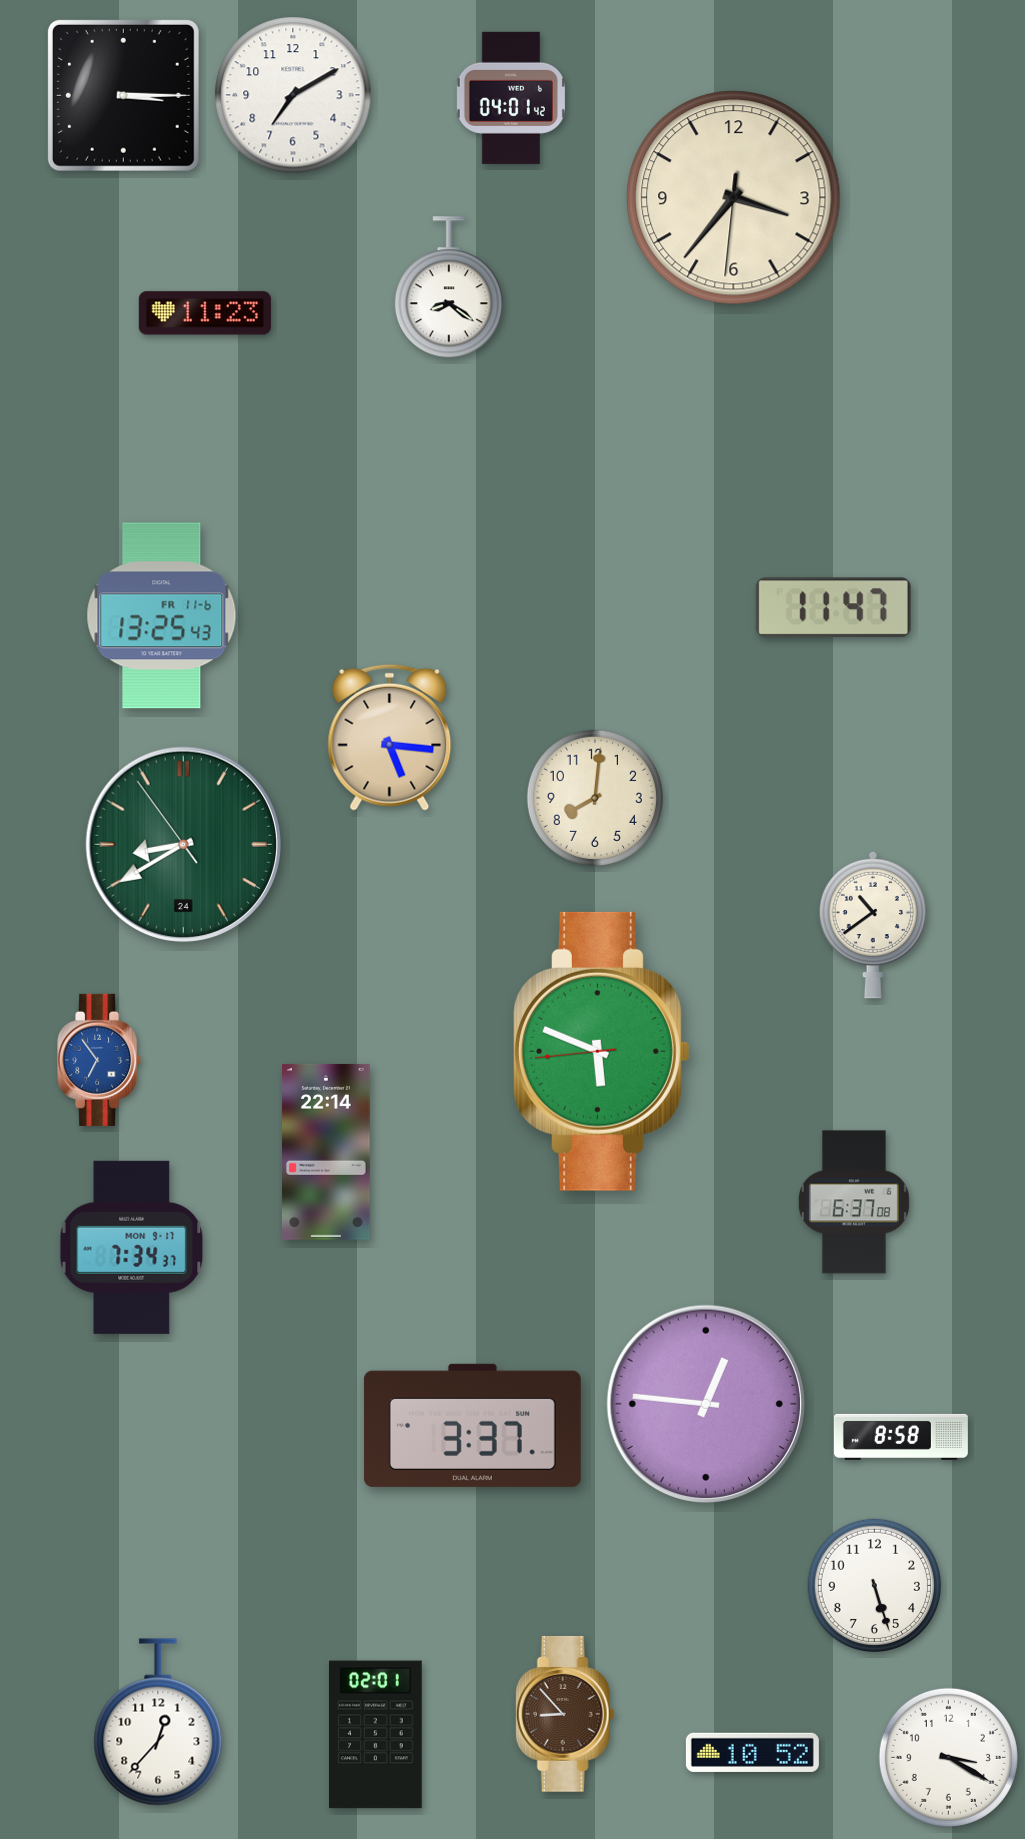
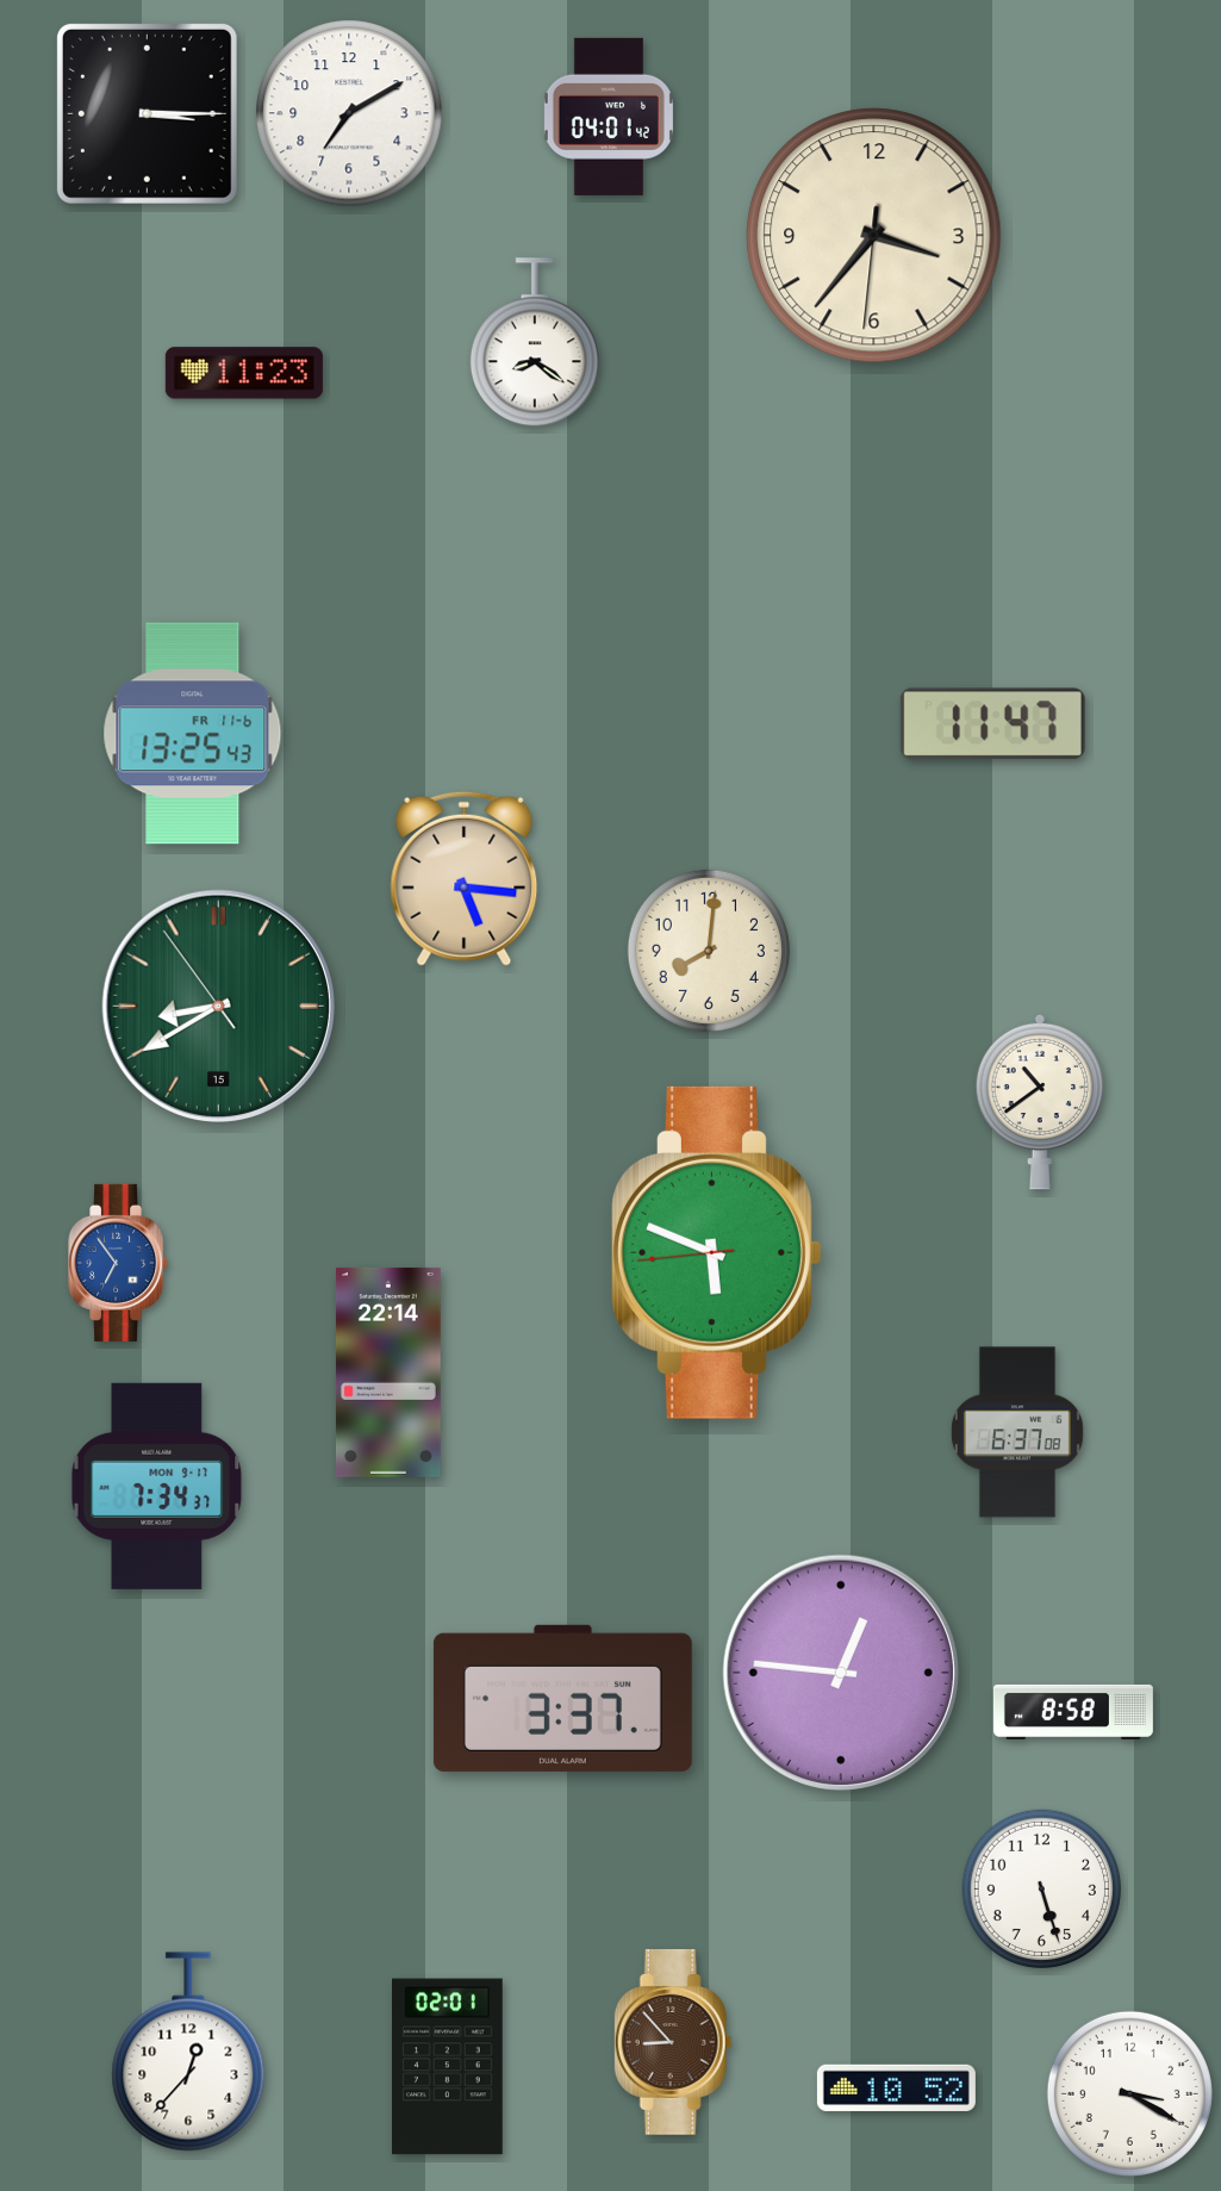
clock at (183, 844) date: 24 -> 15
